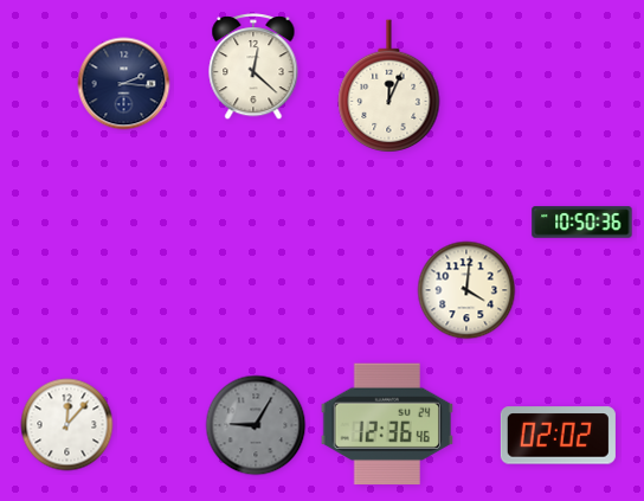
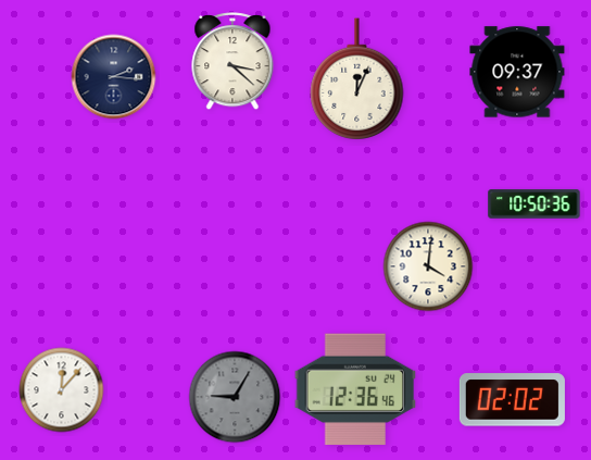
clock at (253, 68): 12:22 -> 3:22
clock at (517, 72): none -> 09:37
clock at (256, 425) position: (256, 425) -> (235, 397)
